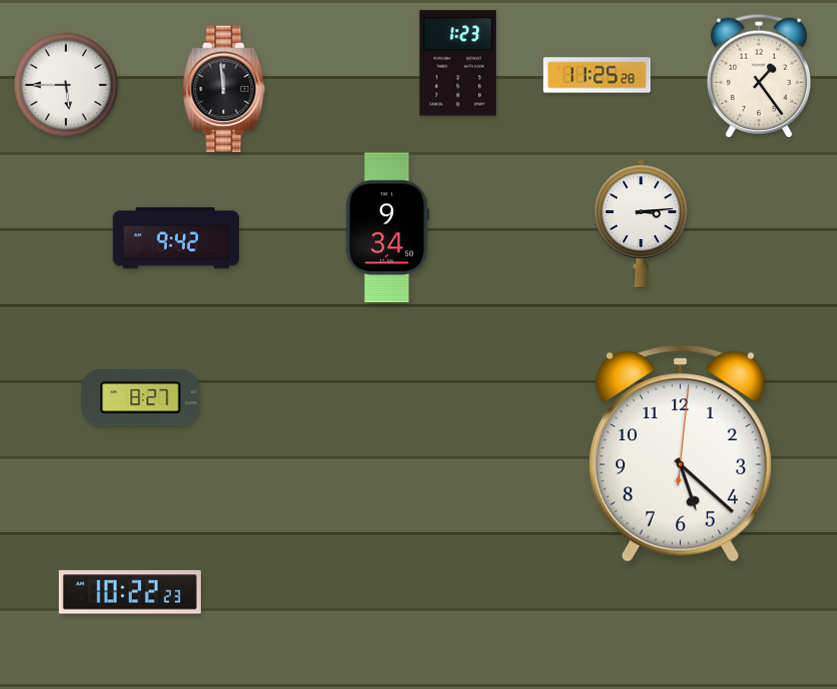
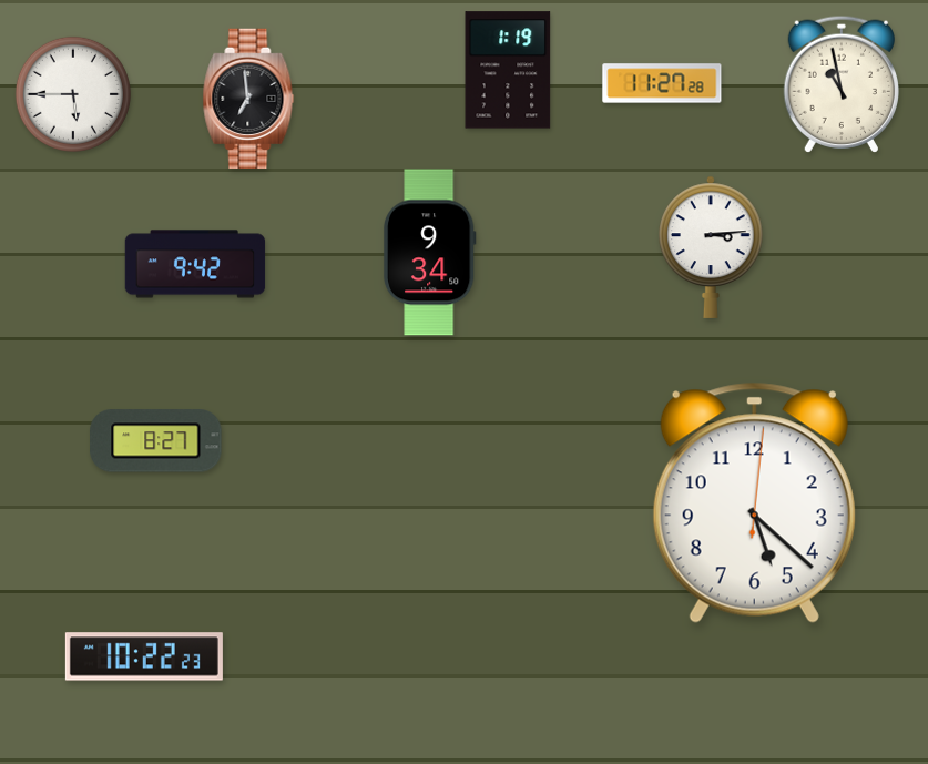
clock at (458, 63): 1:23 -> 1:19
clock at (597, 75): 11:25 -> 11:27
clock at (758, 75): 1:24 -> 10:58
clock at (224, 89): 11:59 -> 6:59
